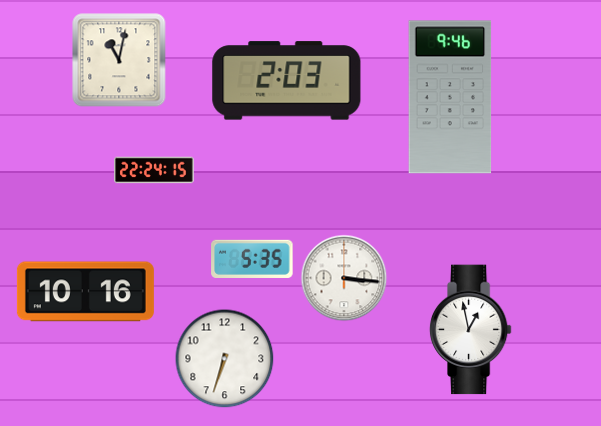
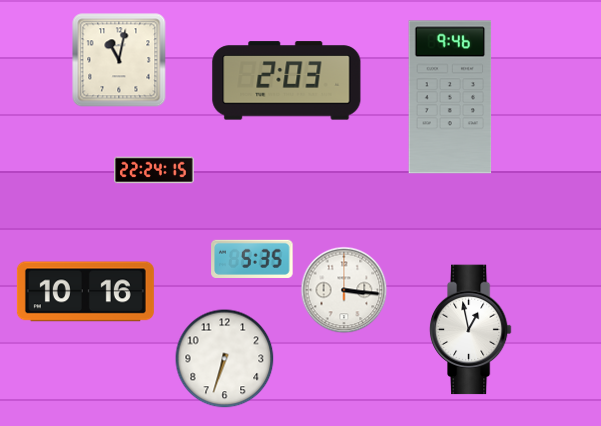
clock at (344, 278) position: (344, 278) -> (344, 290)
